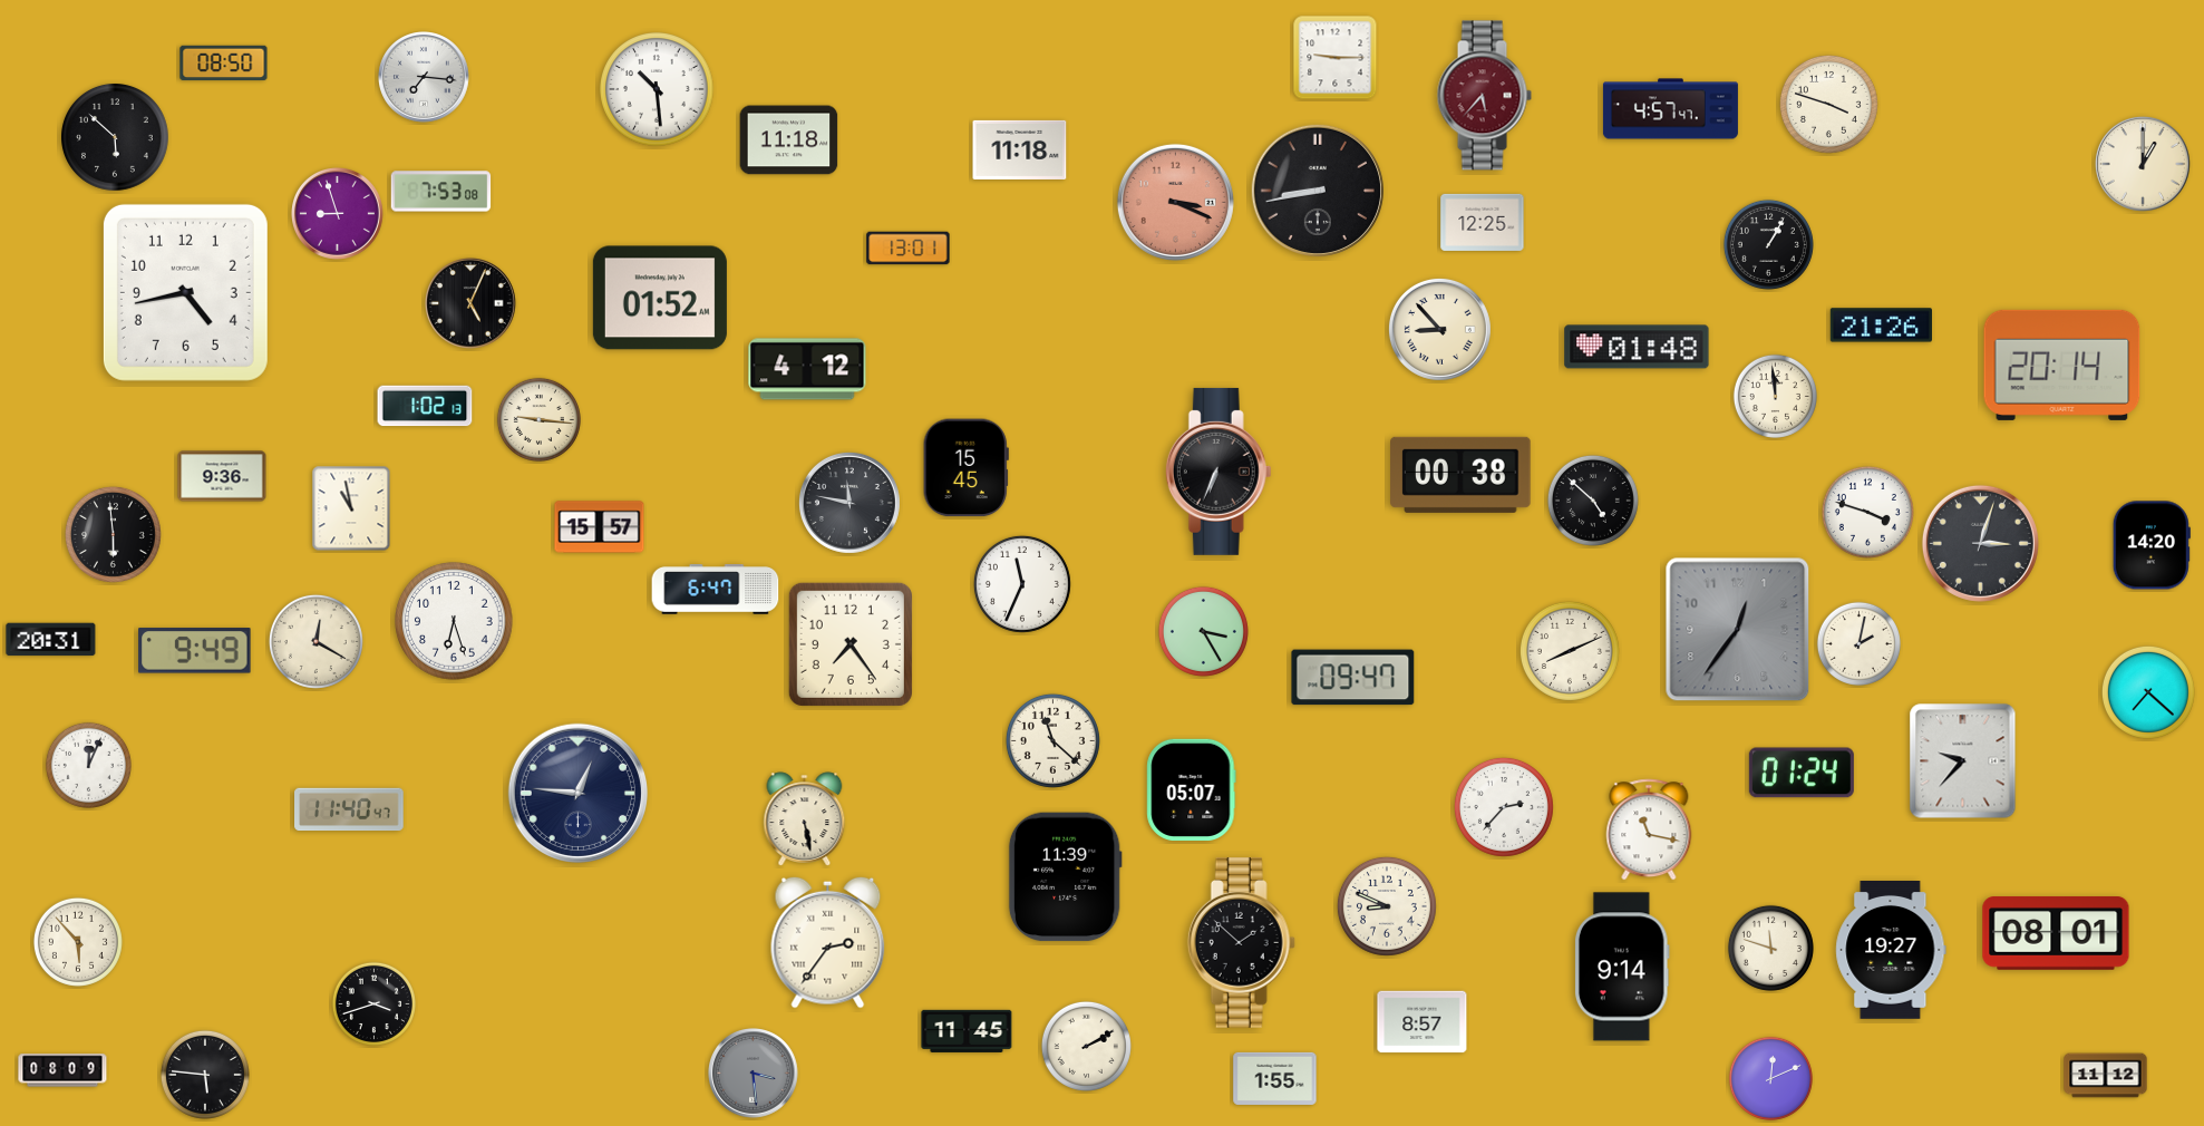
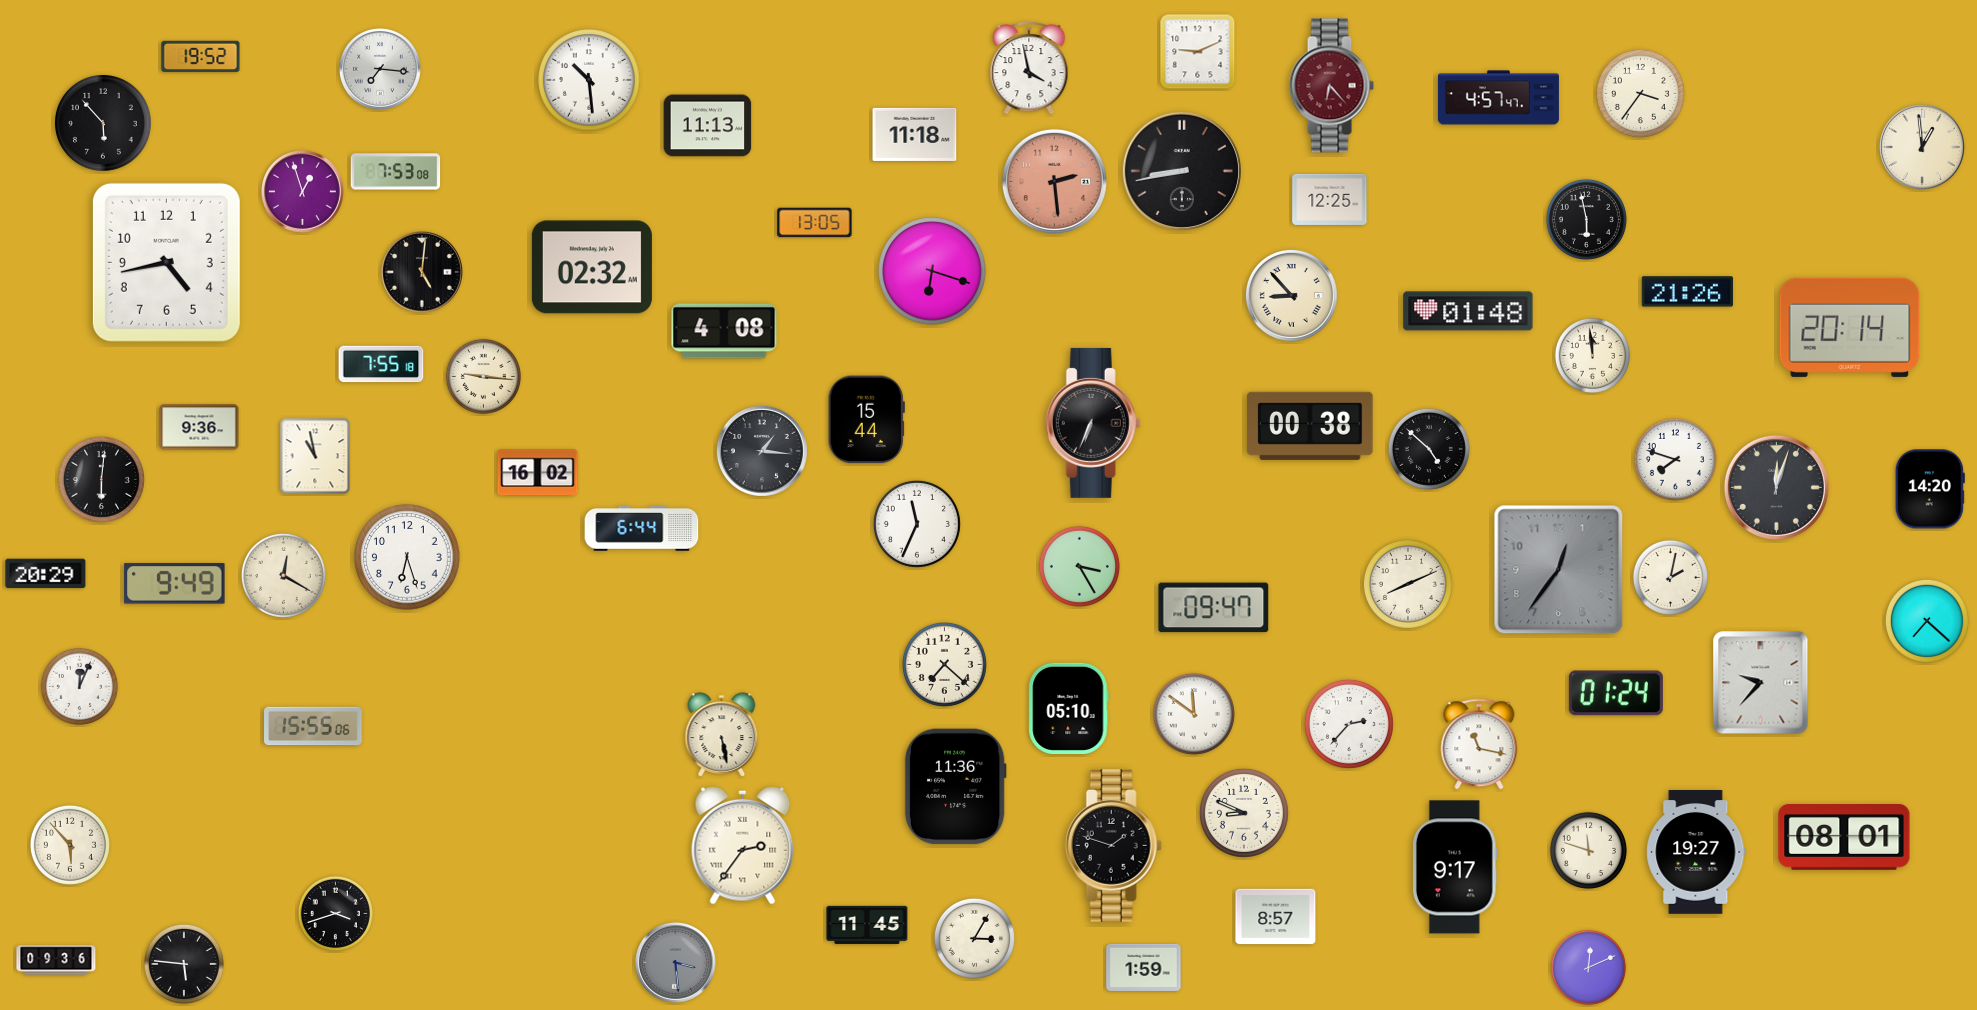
clock at (1336, 58): 9:15 -> 9:11
clock at (224, 64): 08:50 -> 19:52
clock at (1029, 68): none -> 3:58
clock at (1484, 96): 5:37 -> 6:23
clock at (1828, 104): 3:48 -> 3:36
clock at (116, 138): 5:52 -> 5:53
clock at (789, 140): 11:18 -> 11:13
clock at (2143, 164): 1:00 -> 12:59
clock at (1175, 202): 3:19 -> 2:29
clock at (338, 214): 8:57 -> 12:57
clock at (1768, 244): 1:05 -> 5:58
clock at (909, 249): 13:01 -> 13:05
clock at (660, 298): 01:52 -> 02:32
clock at (932, 271): none -> 6:18
clock at (472, 304): 5:04 -> 5:01
clock at (807, 369): 4:12 -> 4:08
clock at (425, 406): 1:02 -> 7:55
clock at (965, 468): 15:45 -> 15:44
clock at (849, 503): 11:47 -> 1:16
clock at (1867, 512): 3:48 -> 7:48
clock at (600, 527): 15:57 -> 16:02
clock at (113, 534): 5:59 -> 6:01
clock at (1980, 543): 3:03 -> 12:03
clock at (716, 590): 6:47 -> 6:44
clock at (1738, 630) position: (1738, 630) -> (1559, 570)
clock at (51, 640): 20:31 -> 20:29
clock at (1858, 643) position: (1858, 643) -> (1670, 577)
clock at (851, 644): 7:24 -> none
clock at (1052, 740): 11:22 -> 7:22
clock at (1192, 789): 05:07 -> 05:10
clock at (577, 793): 12:46 -> none
clock at (1194, 714): none -> 11:51
clock at (349, 809): 11:40 -> 15:55
clock at (1065, 877): 11:39 -> 11:36
clock at (1241, 943): 1:52 -> 1:48
clock at (1622, 967): 9:14 -> 9:17
clock at (373, 1003) position: (373, 1003) -> (335, 913)
clock at (1086, 1046): 2:10 -> 3:05
clock at (62, 1070): 08:09 -> 09:36
clock at (2106, 1076): 11:12 -> none
clock at (1275, 1078): 1:55 -> 1:59
